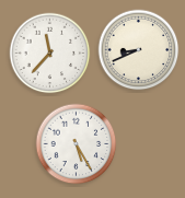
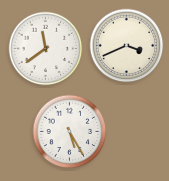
clock at (139, 50): 8:41 -> 3:41
clock at (50, 54): 11:37 -> 11:39
